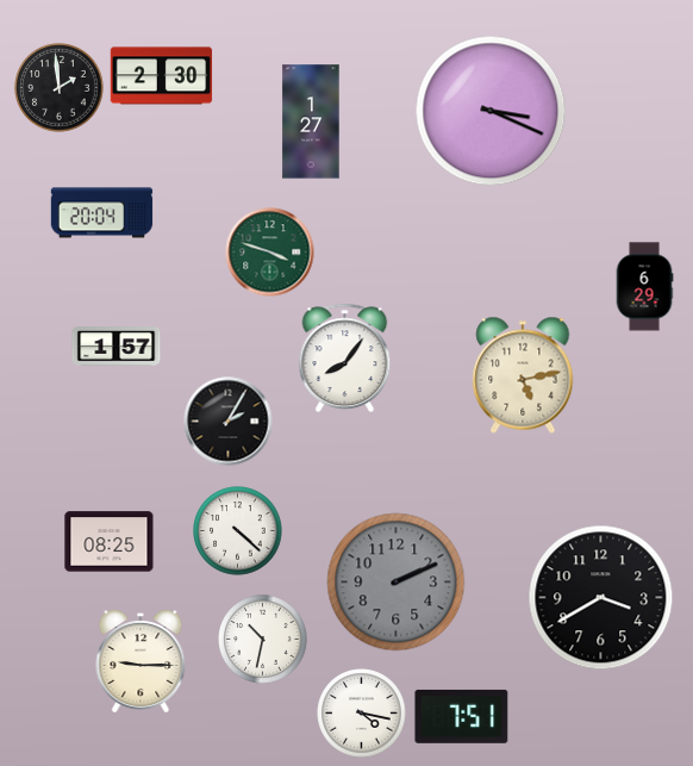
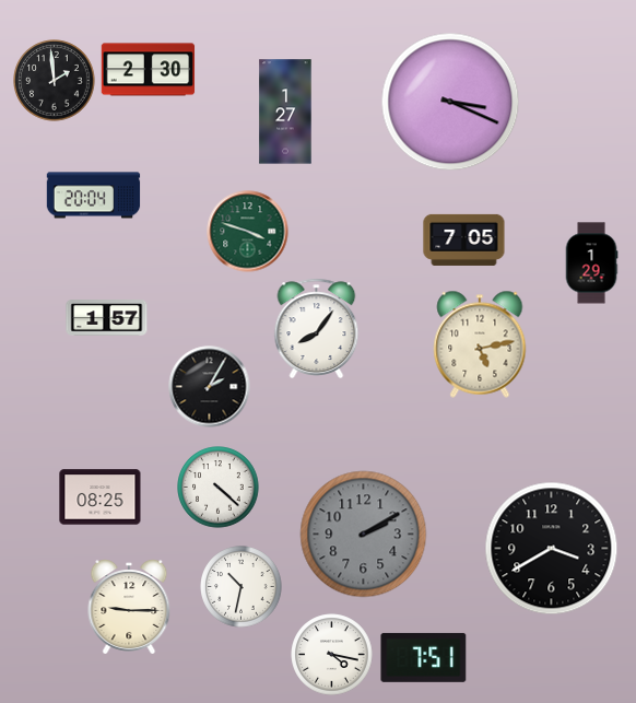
clock at (464, 239): none -> 7:05
clock at (644, 287): 6:29 -> 1:29
clock at (397, 583): 2:11 -> 2:10
